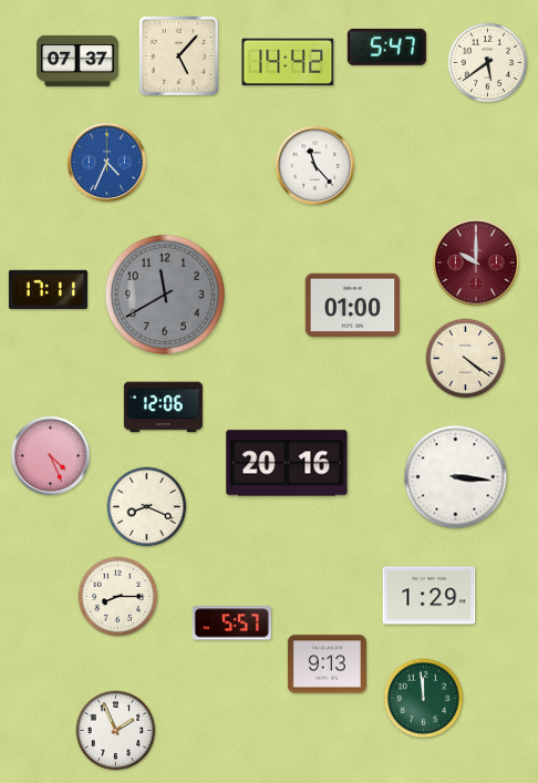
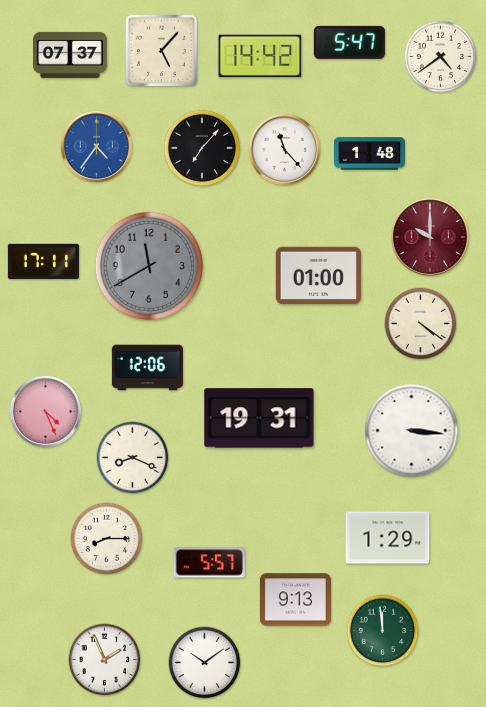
clock at (488, 63): 5:39 -> 4:39
clock at (106, 162): 4:34 -> 4:36
clock at (202, 148): none -> 7:07
clock at (369, 154): none -> 1:48
clock at (287, 463): 20:16 -> 19:31
clock at (205, 663): none -> 10:09
